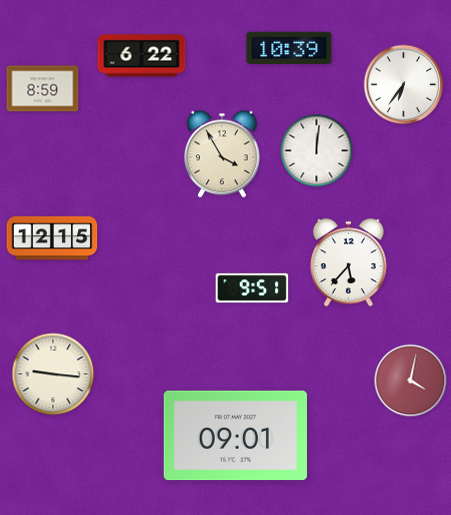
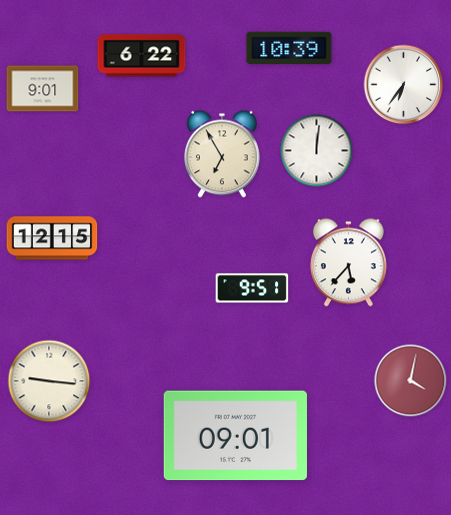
clock at (43, 89): 8:59 -> 9:01
clock at (223, 154): 3:55 -> 6:55
clock at (53, 374) position: (53, 374) -> (49, 381)
